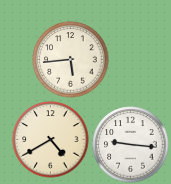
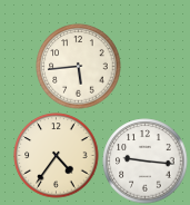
clock at (51, 140): 4:40 -> 4:36
